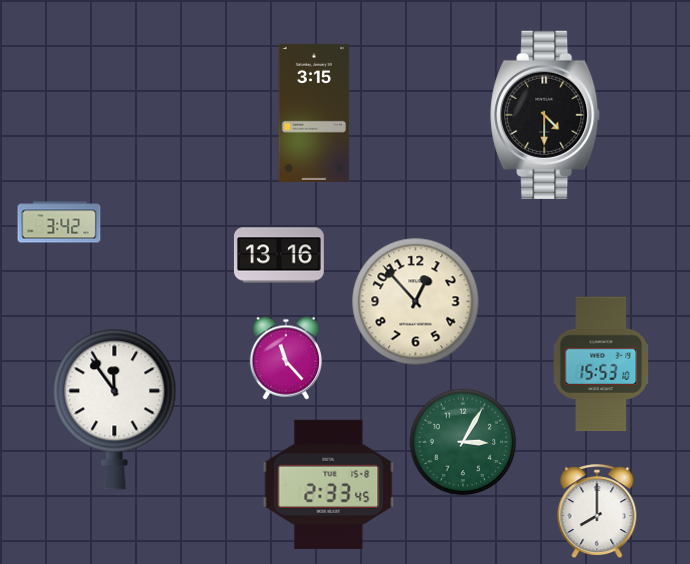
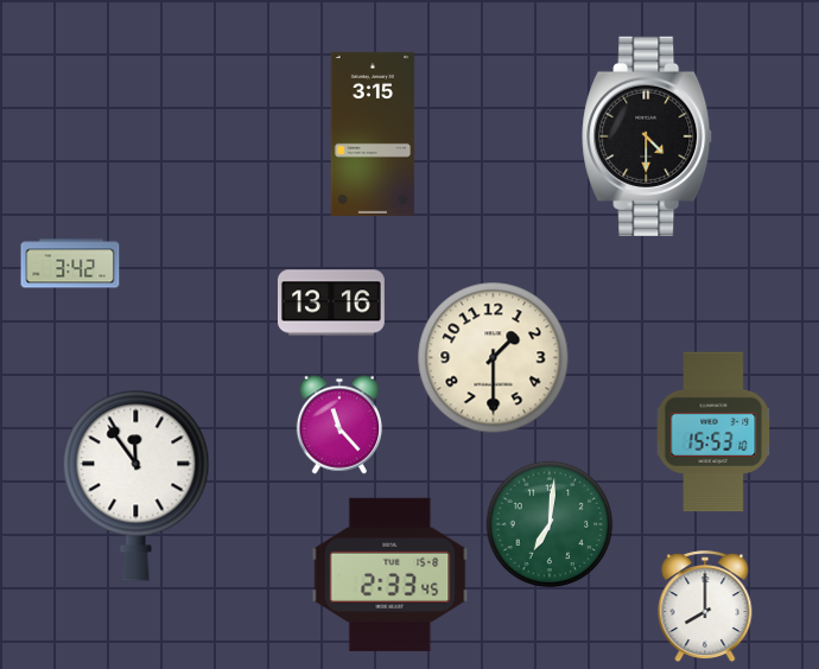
clock at (416, 302): 12:53 -> 1:30
clock at (463, 442): 3:05 -> 7:01
clock at (597, 512) position: (597, 512) -> (705, 607)
